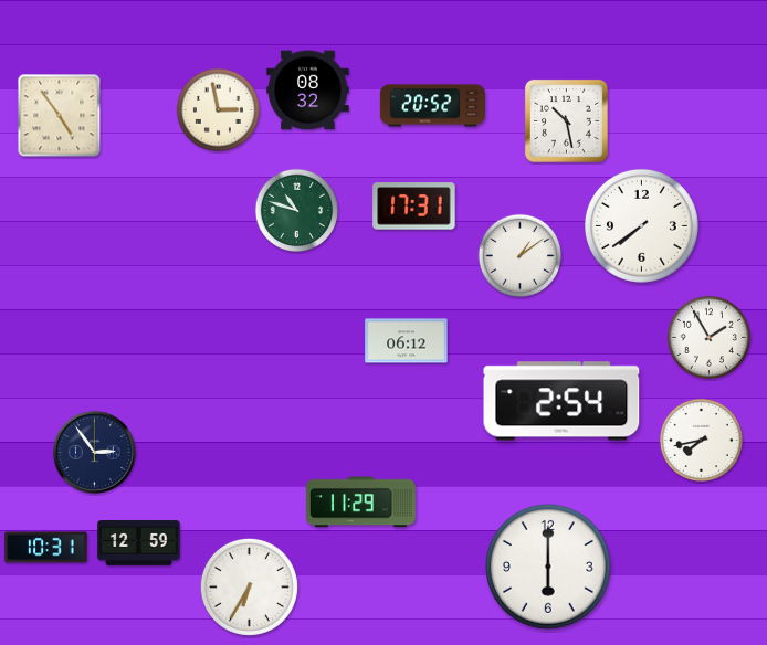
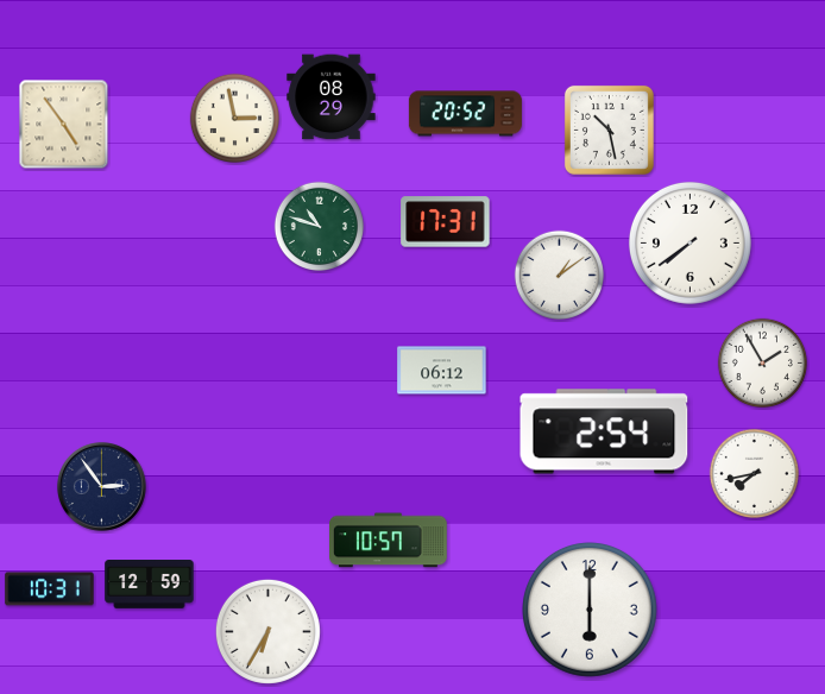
clock at (308, 91): 08:32 -> 08:29
clock at (407, 341) position: (407, 341) -> (442, 371)
clock at (361, 503): 11:29 -> 10:57
